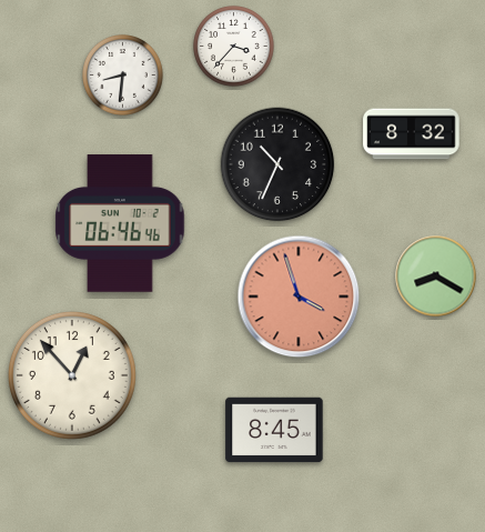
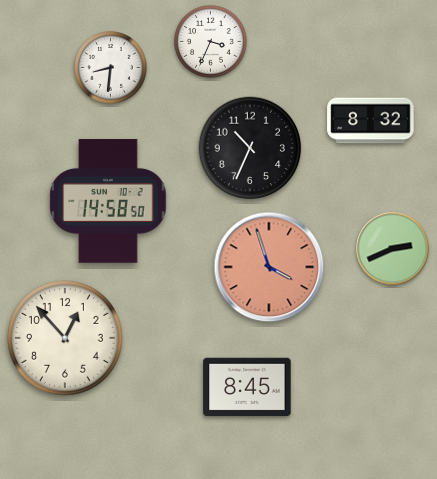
clock at (234, 47): 3:37 -> 3:34
clock at (120, 223): 06:46 -> 14:58
clock at (436, 277): 8:20 -> 2:41
